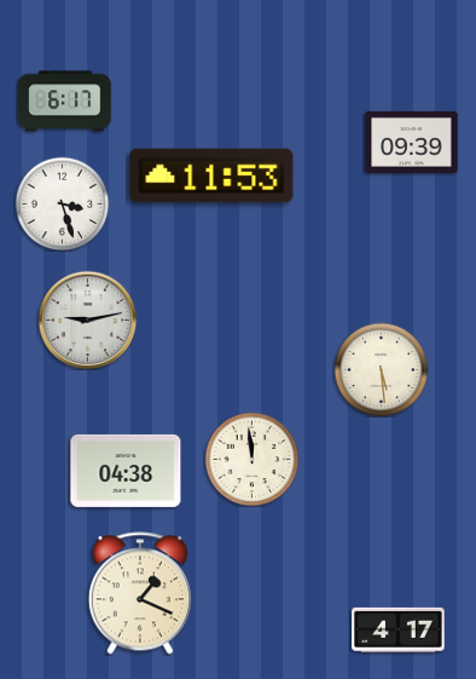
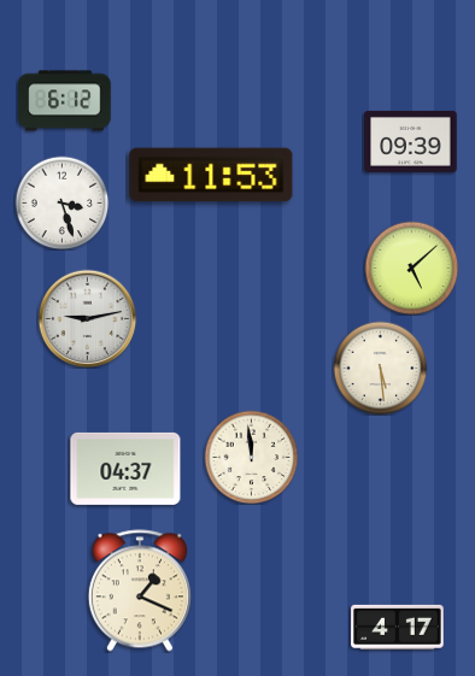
clock at (65, 102): 6:17 -> 6:12
clock at (411, 268): none -> 5:08
clock at (126, 471): 04:38 -> 04:37
